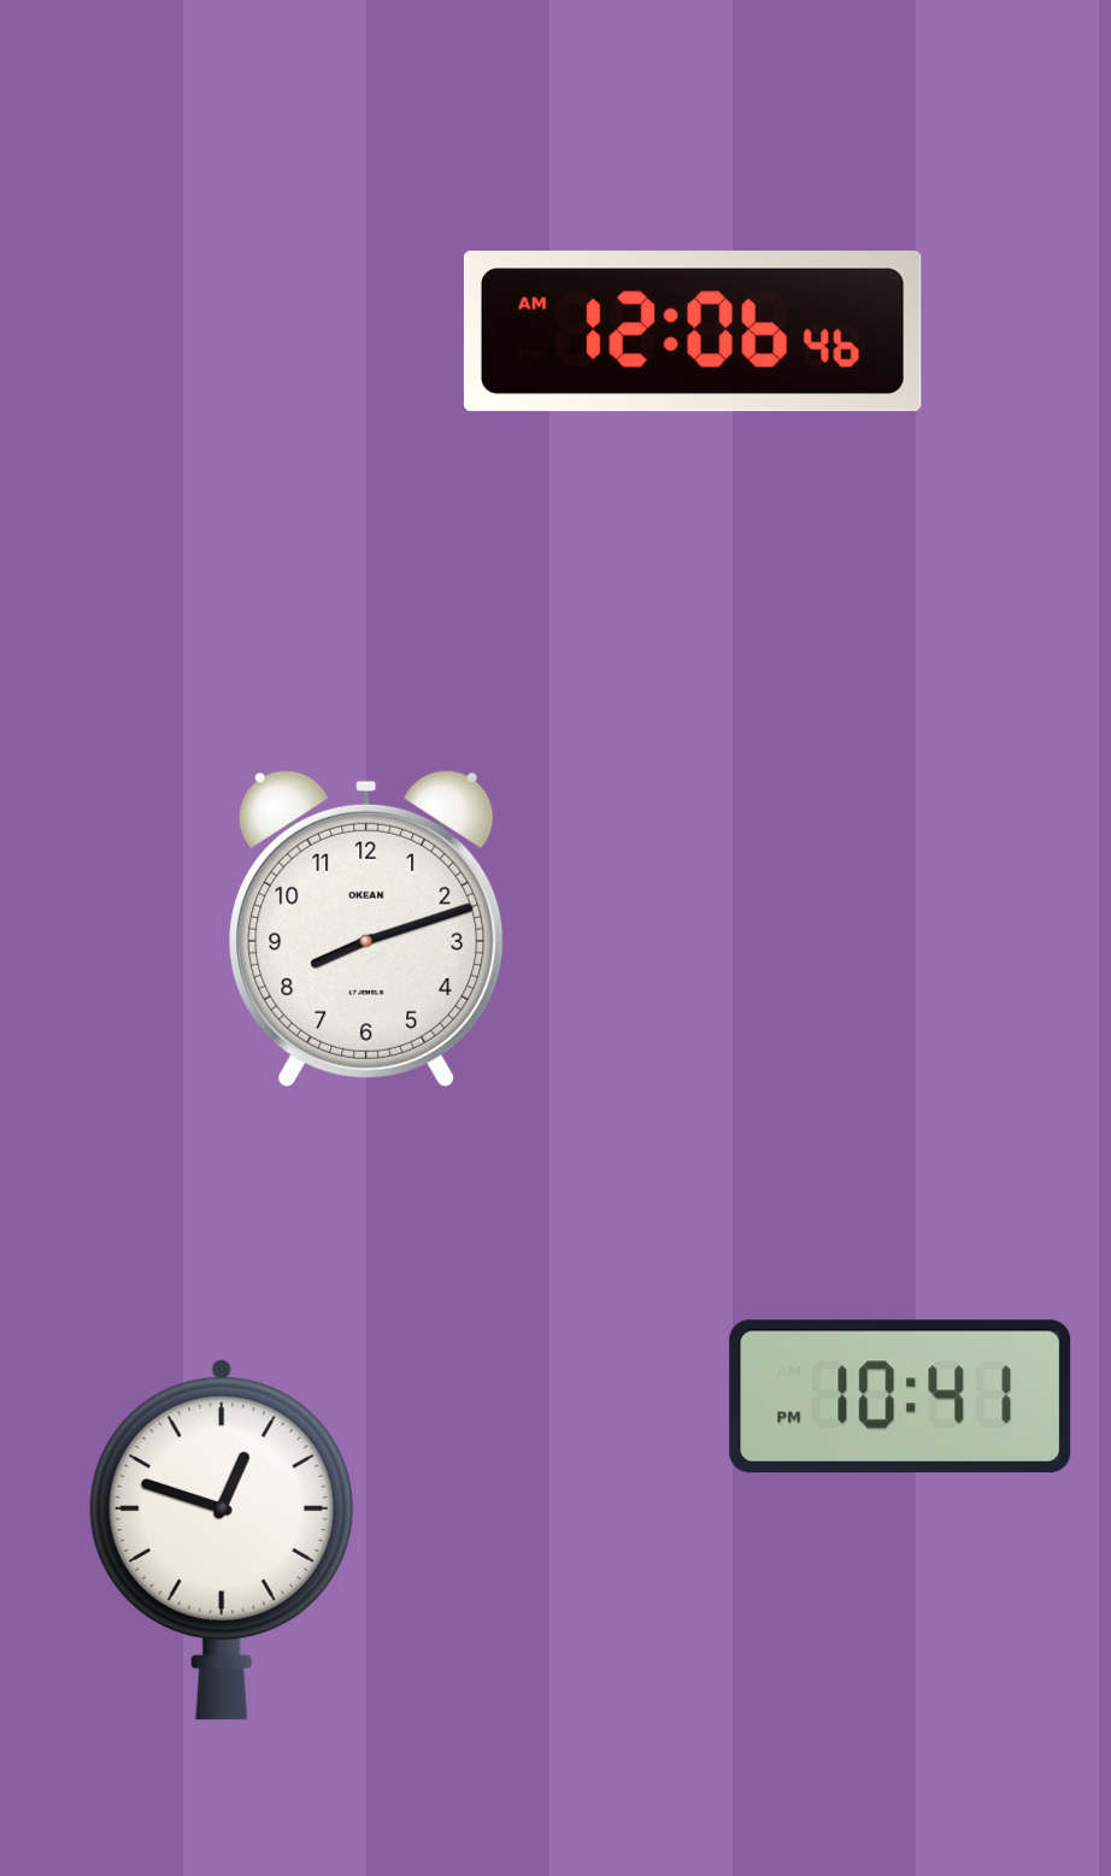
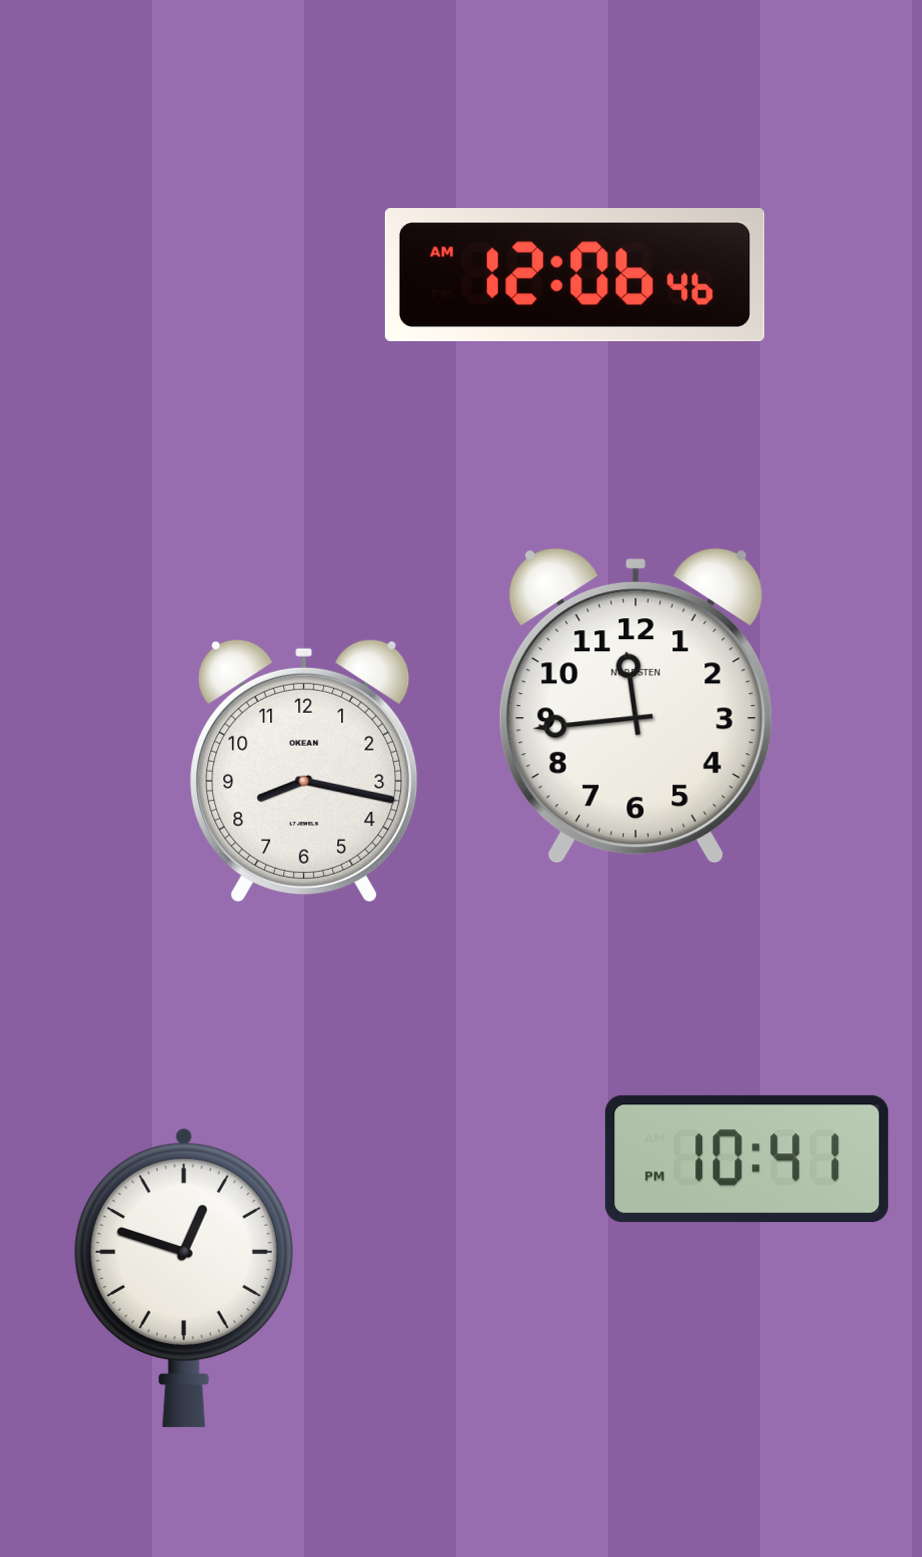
clock at (636, 706): none -> 11:44
clock at (366, 928): 8:12 -> 8:17
